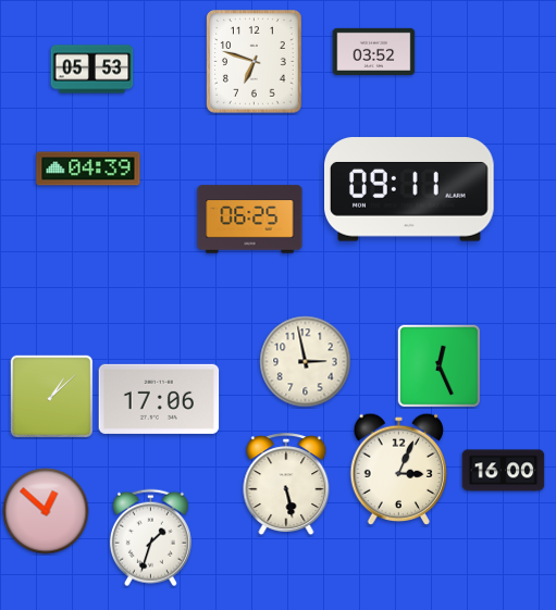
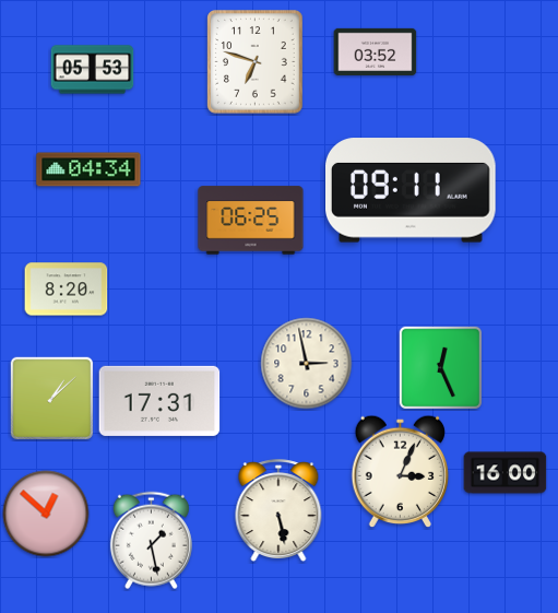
clock at (88, 169): 04:39 -> 04:34
clock at (67, 290): none -> 8:20
clock at (159, 399): 17:06 -> 17:31
clock at (286, 485) position: (286, 485) -> (278, 511)
clock at (150, 538): 1:33 -> 1:28
